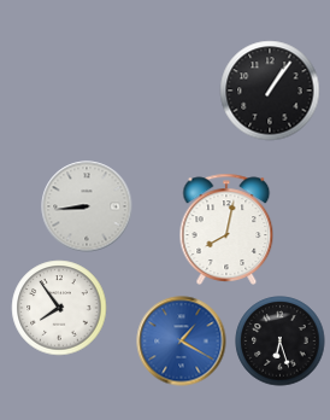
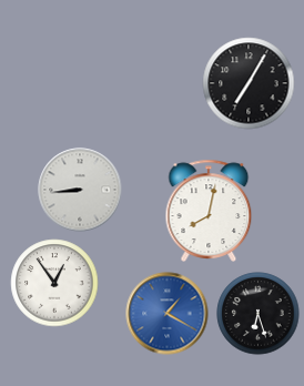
clock at (270, 91): 1:06 -> 7:05
clock at (59, 308): 7:54 -> 12:54
